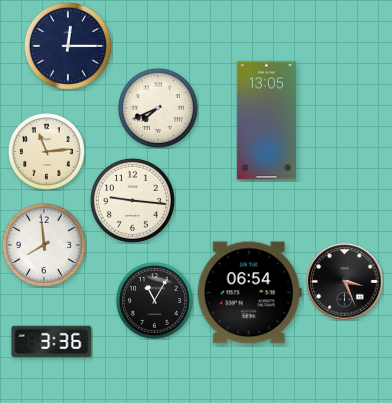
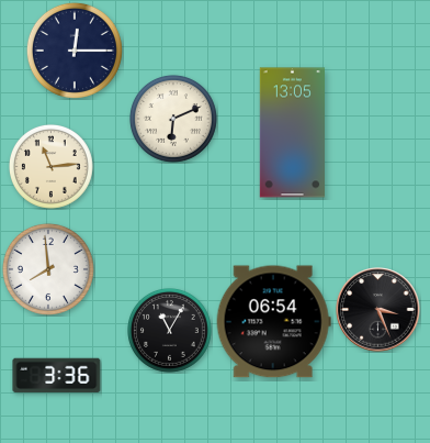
clock at (158, 108): 7:41 -> 6:11
clock at (132, 200): 9:16 -> none
